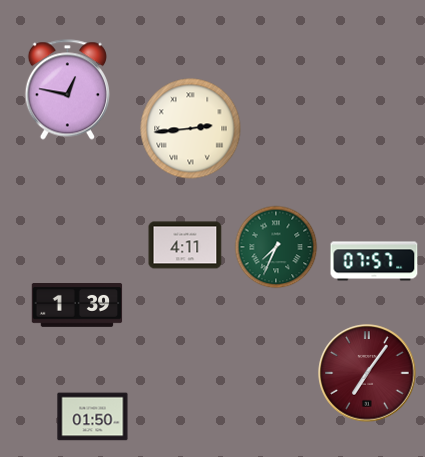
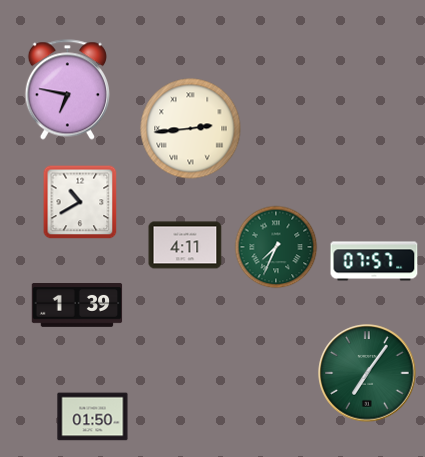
clock at (67, 90): 12:47 -> 6:47
clock at (80, 202): none -> 10:40
clock at (367, 373) dial: burgundy -> green
